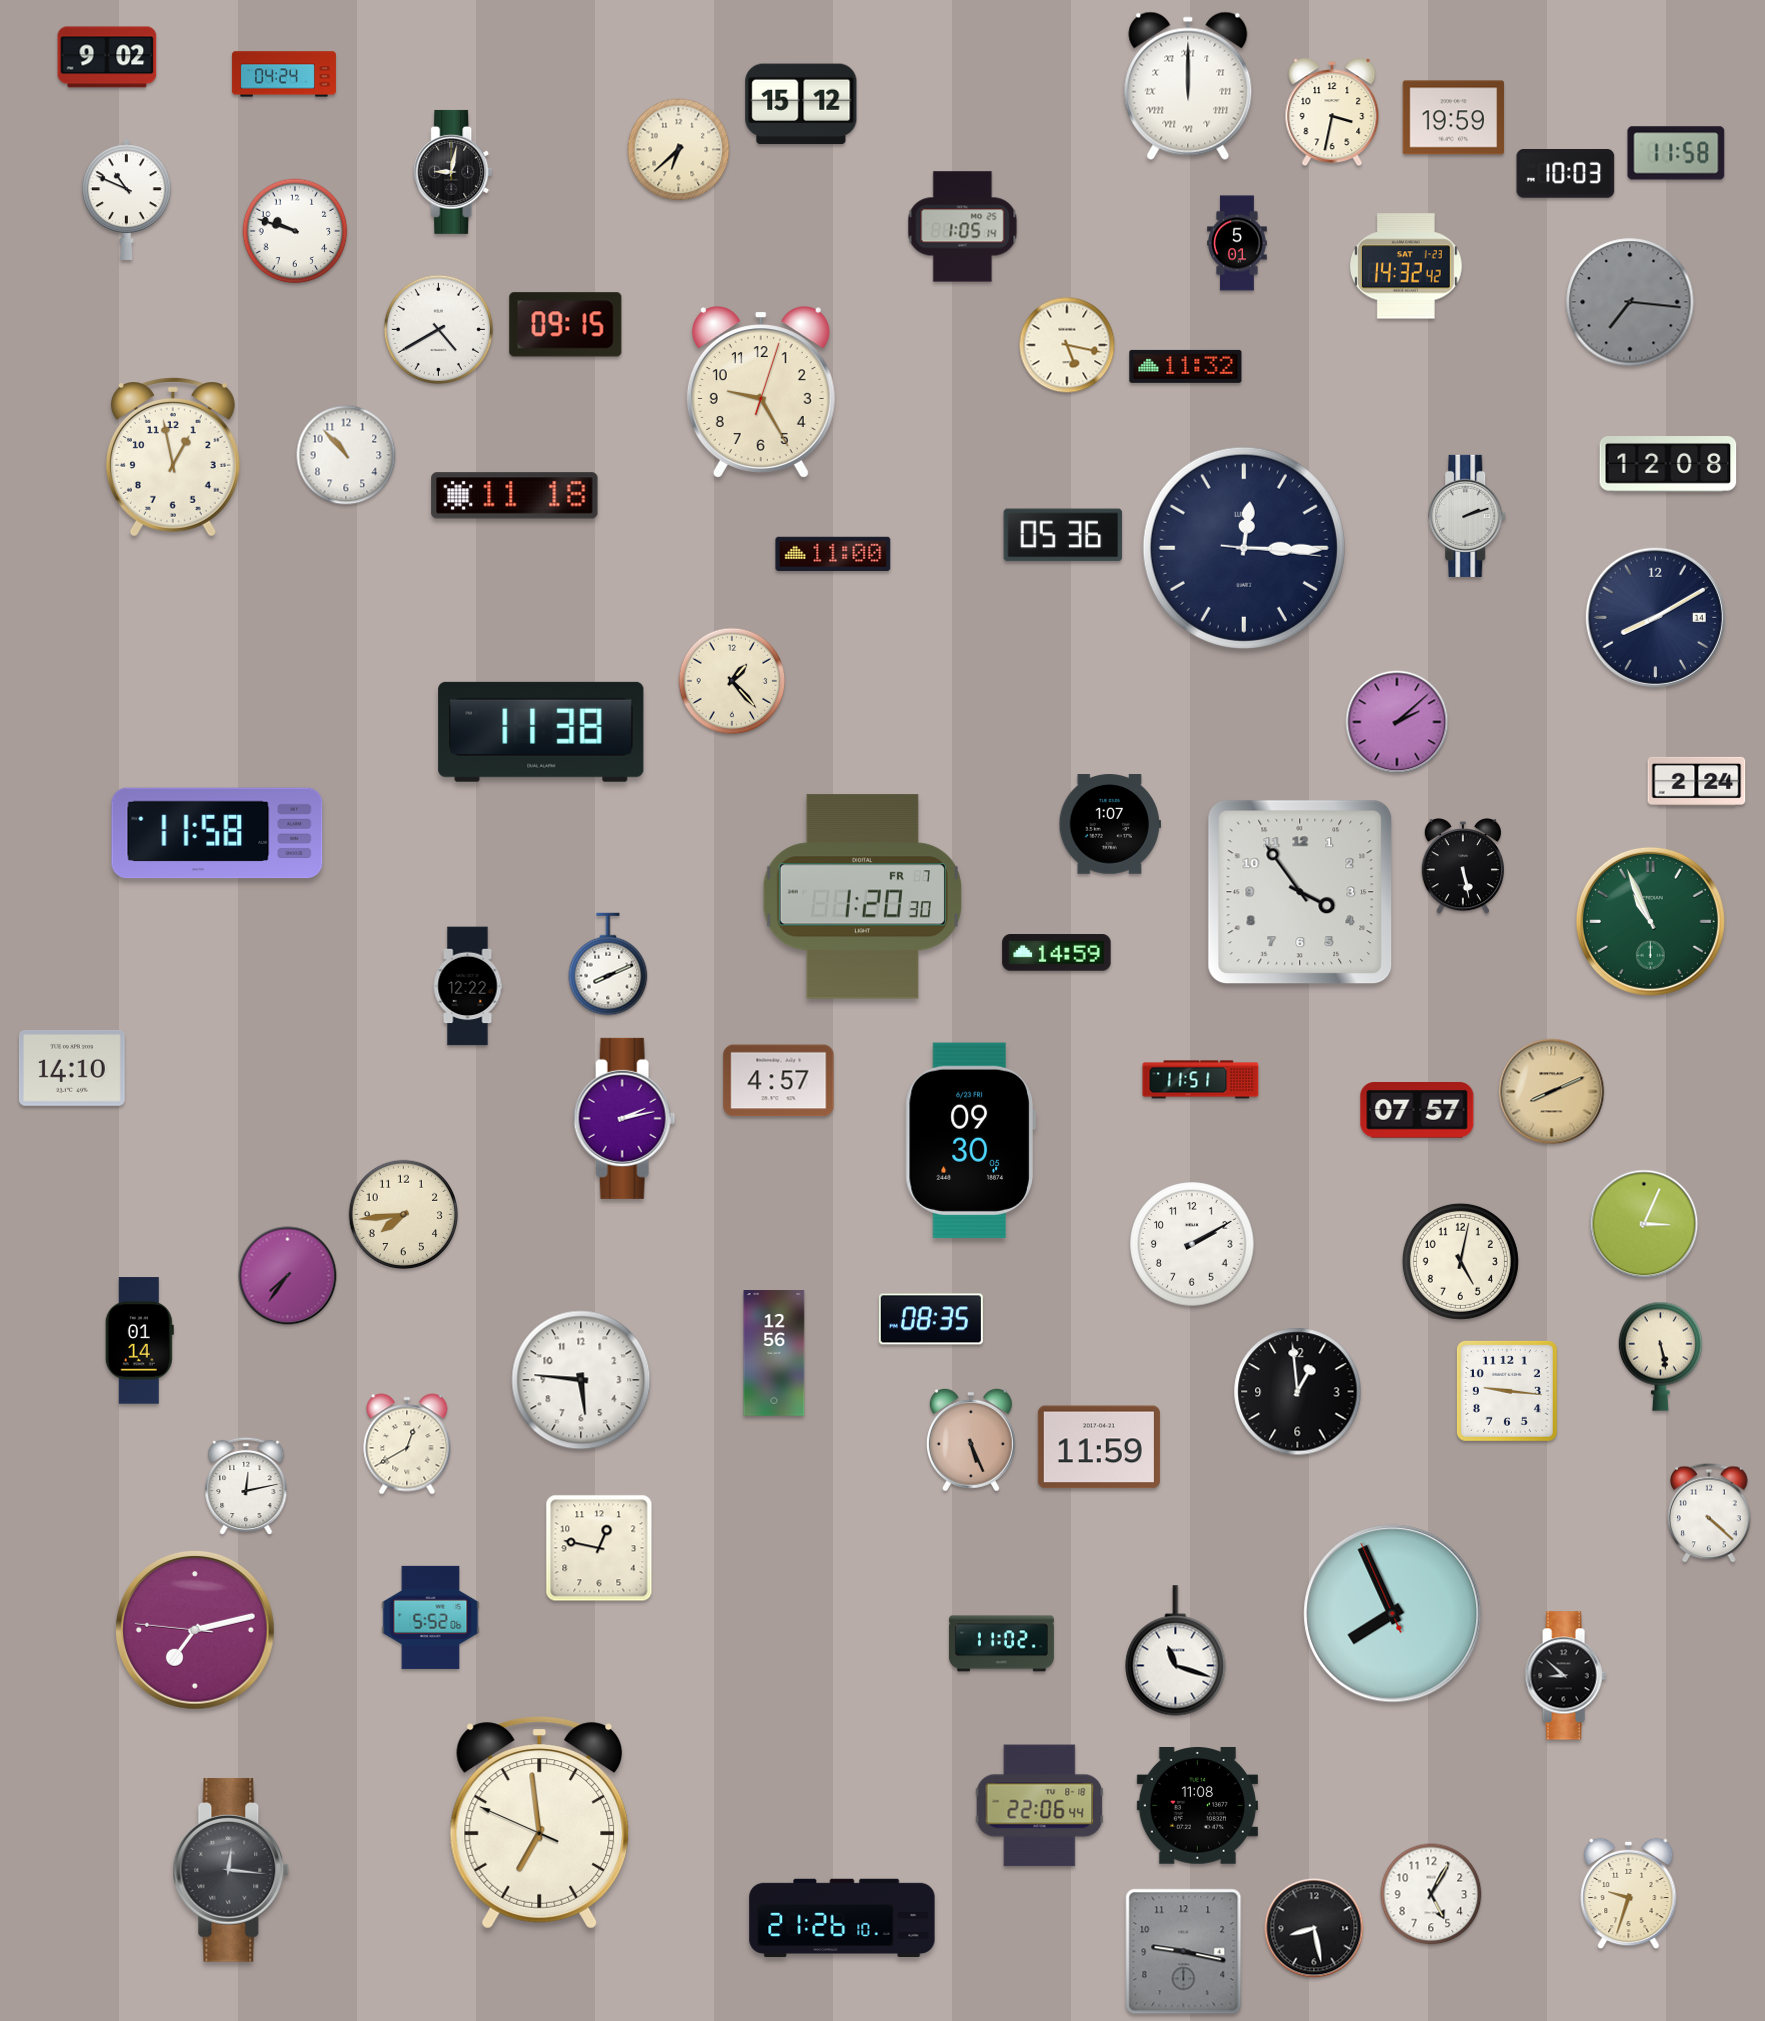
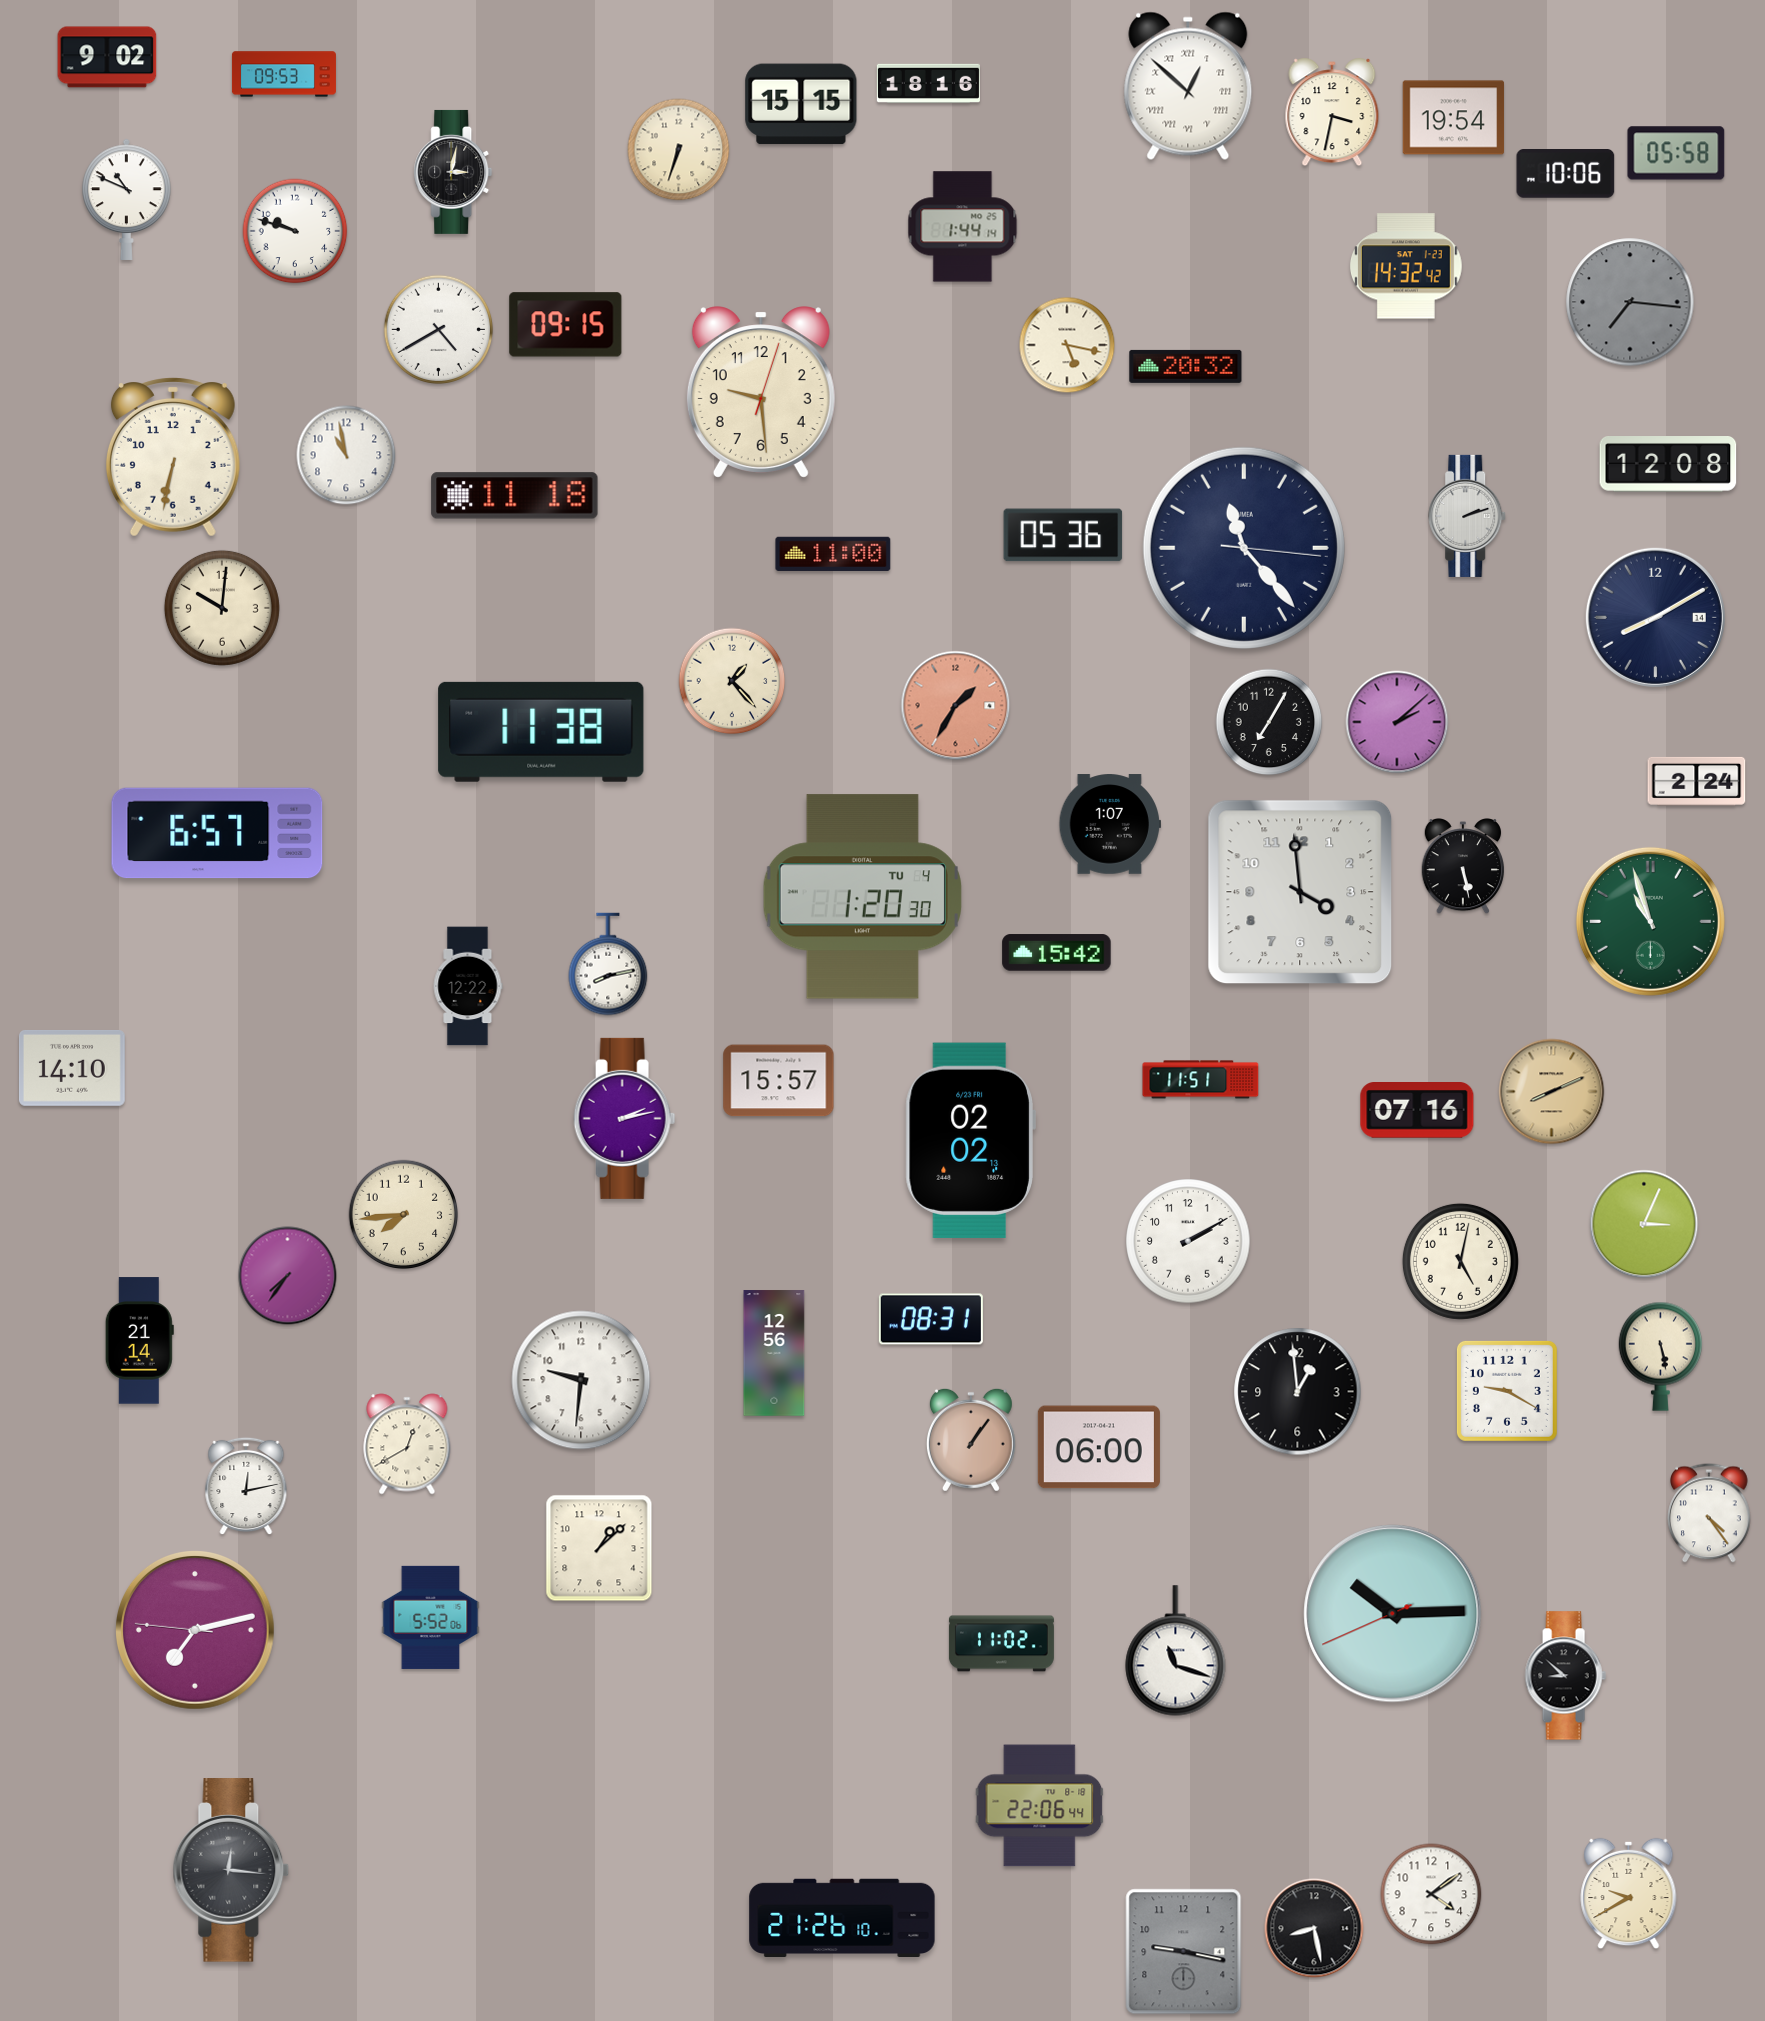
clock at (284, 74): 04:24 -> 09:53
clock at (928, 83): none -> 18:16
clock at (1188, 86): 12:00 -> 12:52
clock at (801, 104): 15:12 -> 15:15
clock at (1454, 118): 19:59 -> 19:54
clock at (679, 150): 6:38 -> 6:33
clock at (1676, 153): 11:58 -> 05:58
clock at (453, 172): 9:02 -> 3:02
clock at (1566, 174): 10:03 -> 10:06
clock at (963, 227): 1:05 -> 1:44
clock at (1237, 243): 5:01 -> none
clock at (1186, 366): 11:32 -> 20:32
clock at (761, 392): 9:25 -> 9:29
clock at (346, 455): 10:53 -> 10:58
clock at (173, 457): 12:58 -> 6:32
clock at (1244, 548): 12:15 -> 11:23
clock at (222, 608): none -> 10:01
clock at (956, 706): none -> 1:35
clock at (1269, 722): none -> 7:05
clock at (217, 833): 11:58 -> 6:57
clock at (1300, 892): 3:54 -> 3:59
clock at (862, 897) date: FR 7 -> TU 4
clock at (1650, 921): 10:56 -> 10:57
clock at (1057, 953): 14:59 -> 15:42
clock at (608, 964): 8:11 -> 8:13
clock at (779, 1081): 4:57 -> 15:57
clock at (1417, 1111): 07:57 -> 07:16
clock at (970, 1140): 09:30 -> 02:02
clock at (1192, 1244) position: (1192, 1244) -> (1188, 1241)
clock at (931, 1319): 08:35 -> 08:31
clock at (139, 1341): 01:14 -> 21:14
clock at (581, 1380): 5:46 -> 9:31
clock at (1507, 1391): 9:16 -> 9:20
clock at (971, 1440): 5:26 -> 1:06
clock at (1099, 1447): 11:59 -> 06:00
clock at (1709, 1513): 4:22 -> 4:24
clock at (599, 1548): 12:47 -> 1:08
clock at (1393, 1614): 7:55 -> 10:14
clock at (1197, 1806): 11:08 -> none
clock at (540, 1823): 6:58 -> none
clock at (1431, 1894): 5:05 -> 4:09
clock at (1629, 1894): 9:33 -> 9:40
